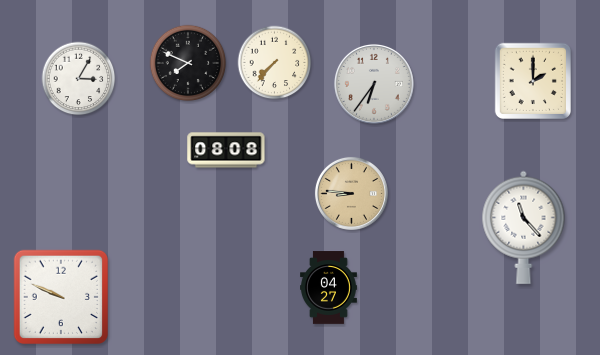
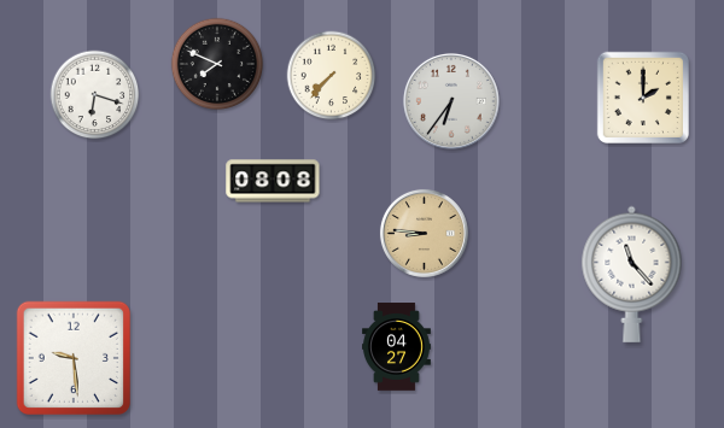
clock at (188, 63) position: (188, 63) -> (217, 64)
clock at (79, 79): 3:05 -> 6:18
clock at (61, 297): 9:49 -> 9:29
